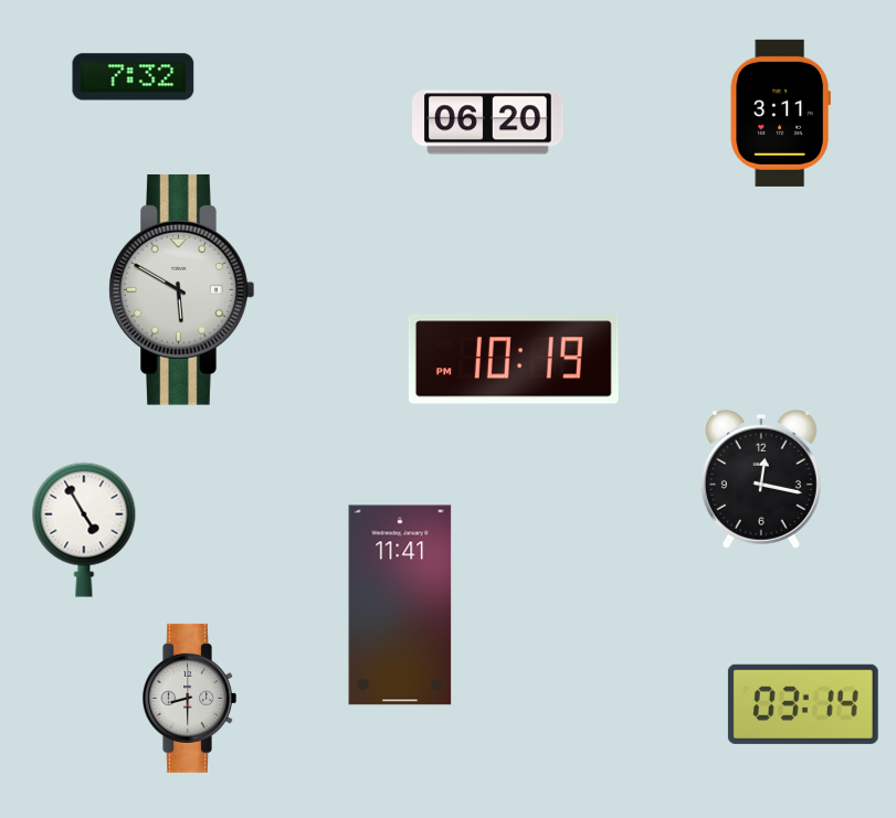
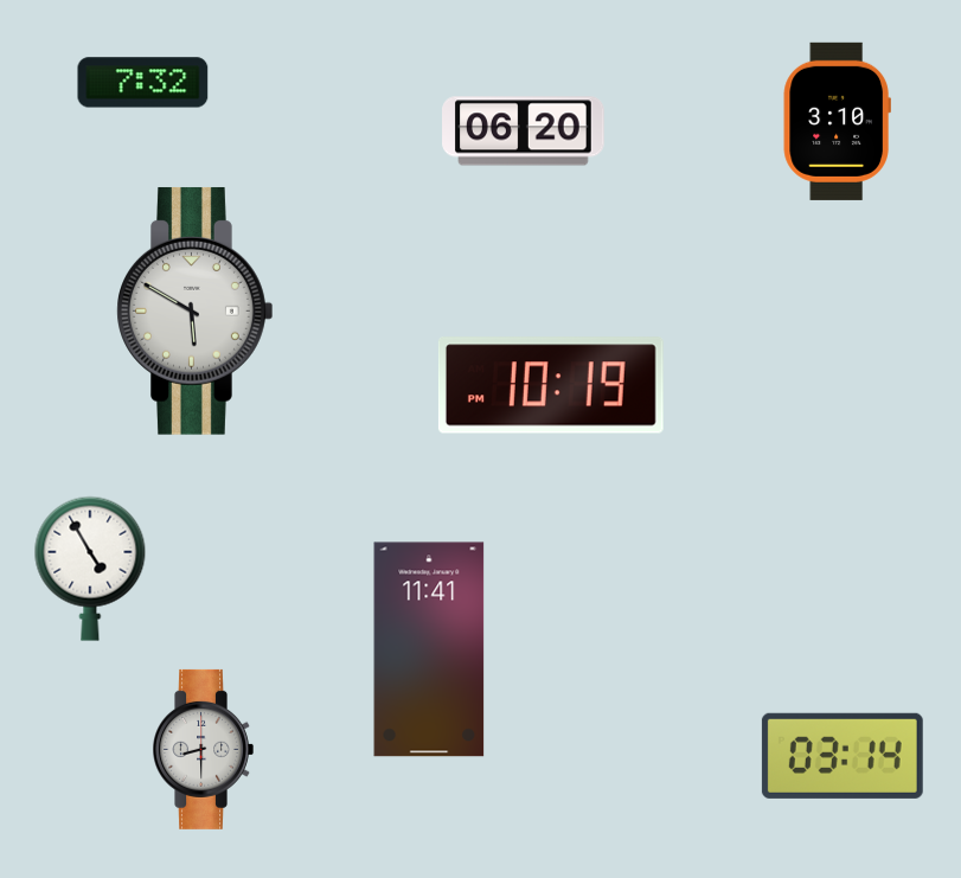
clock at (780, 113): 3:11 -> 3:10
clock at (761, 480): 12:17 -> none
clock at (803, 704) position: (803, 704) -> (843, 756)
